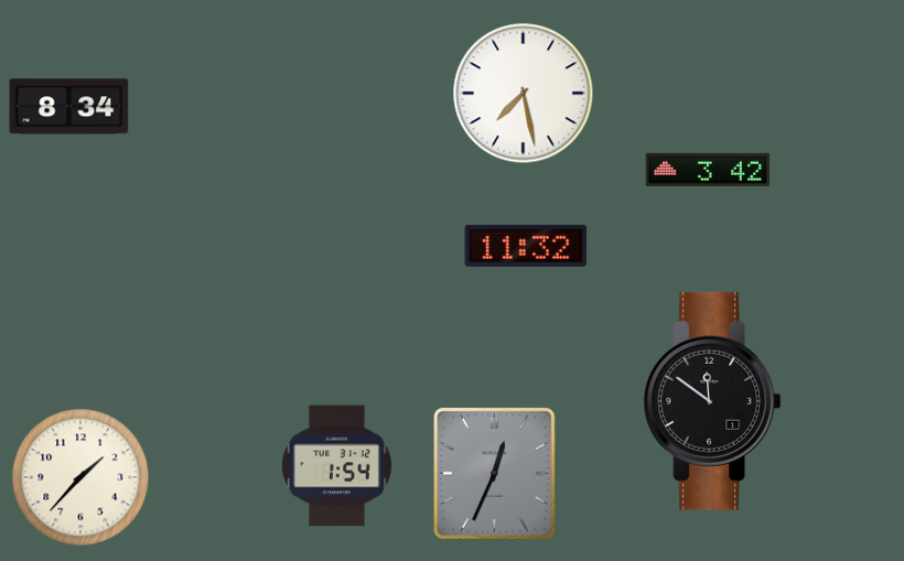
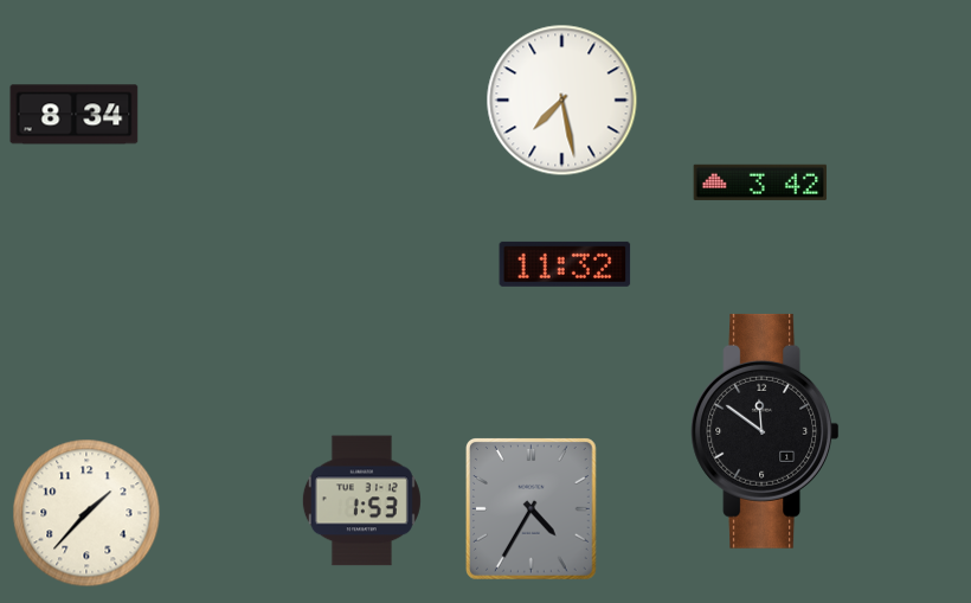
clock at (336, 466): 1:54 -> 1:53
clock at (495, 474): 12:34 -> 4:35
